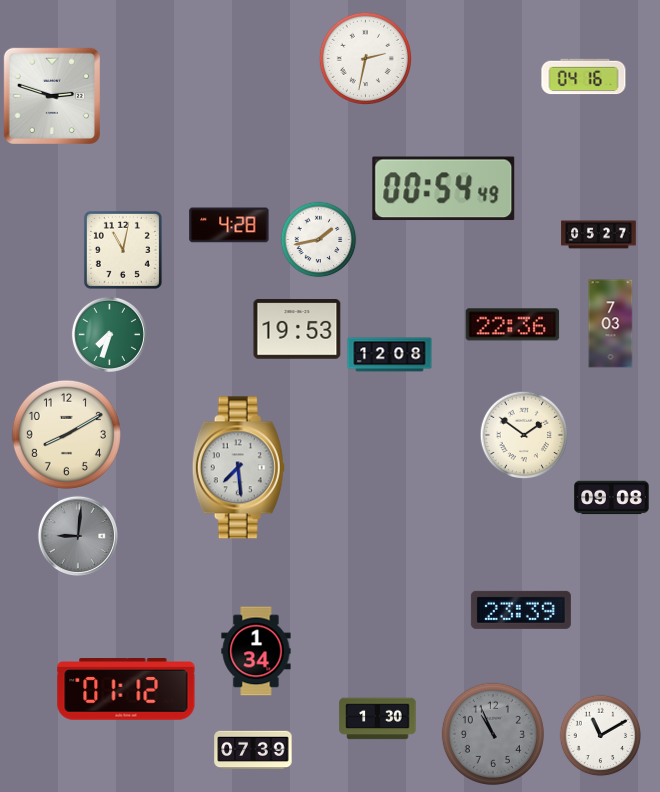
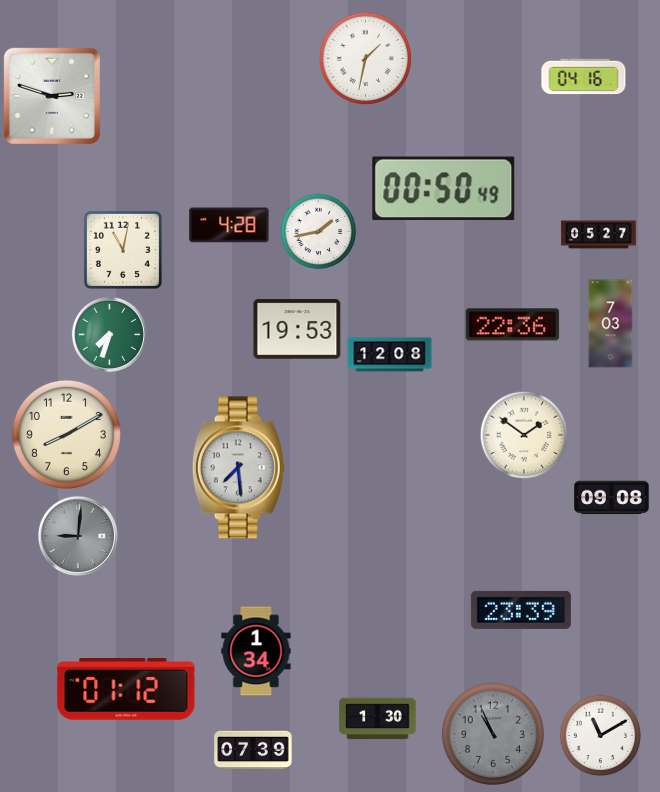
clock at (365, 58): 2:32 -> 1:32
clock at (444, 189): 00:54 -> 00:50
clock at (319, 240) position: (319, 240) -> (319, 232)
